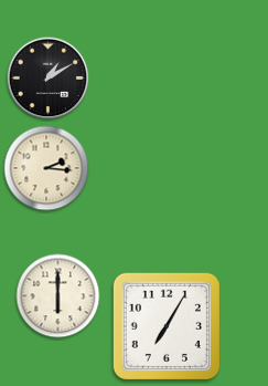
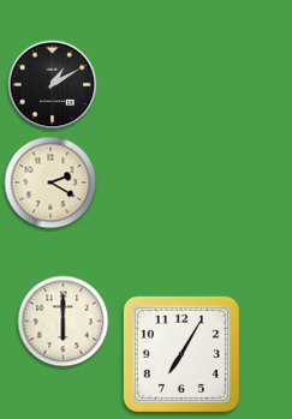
clock at (46, 168): 2:16 -> 2:20
